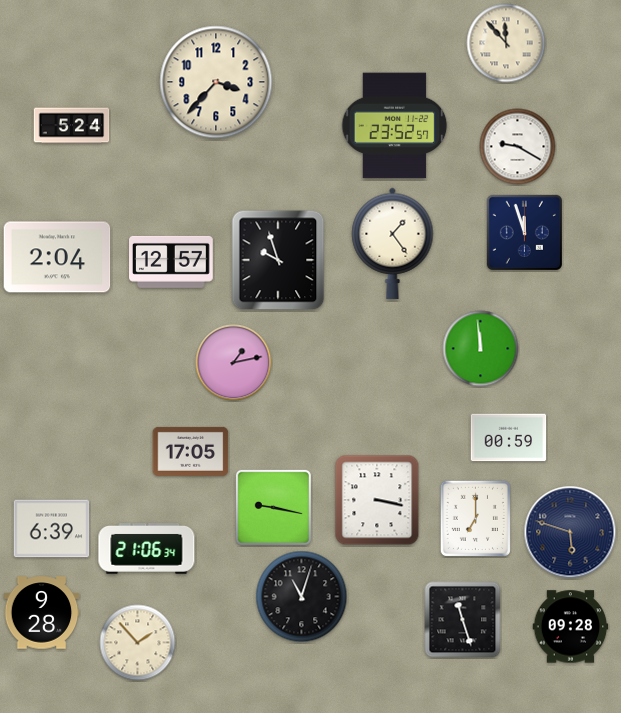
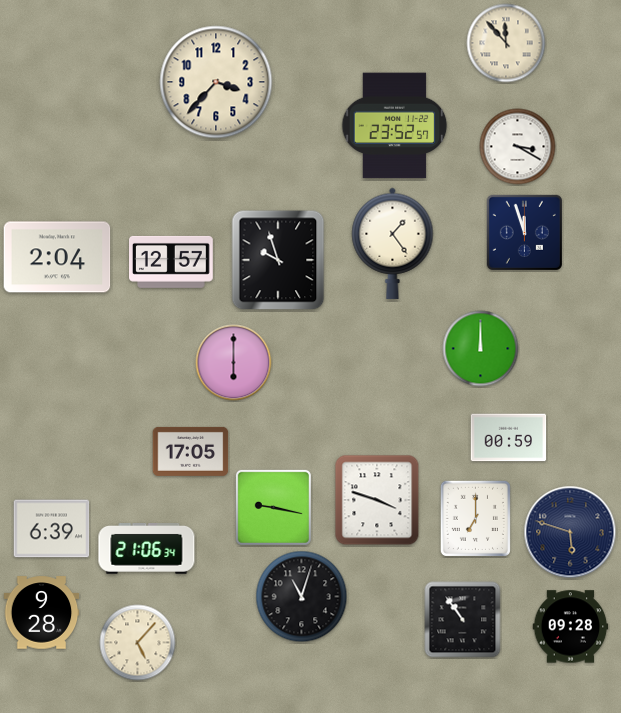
clock at (72, 126): 5:24 -> none
clock at (518, 147): 9:20 -> 3:20
clock at (481, 349): 11:59 -> 12:00
clock at (234, 363): 1:13 -> 6:00
clock at (377, 500): 3:17 -> 3:48
clock at (463, 620): 11:27 -> 10:54
clock at (138, 643): 1:53 -> 5:07
